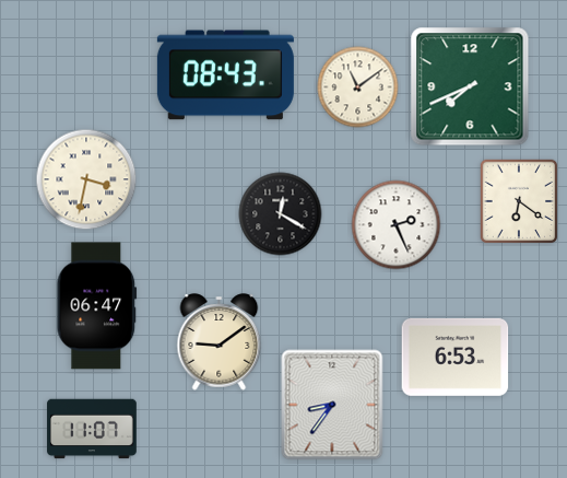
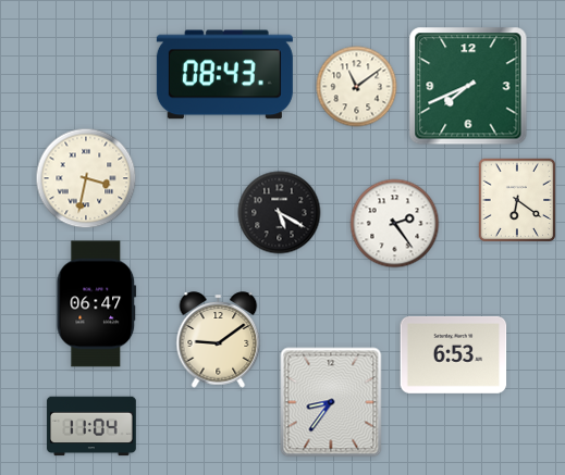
clock at (281, 214): 12:20 -> 5:20
clock at (397, 225): 2:26 -> 2:24
clock at (92, 429): 11:07 -> 11:04
